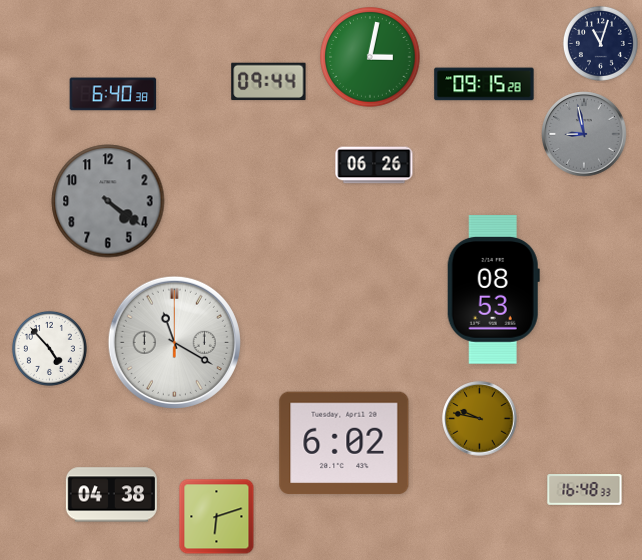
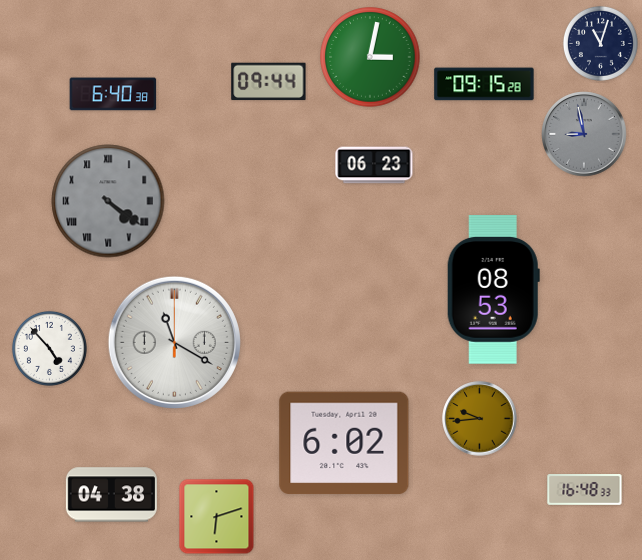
clock at (374, 165): 06:26 -> 06:23
clock at (108, 201) numerals: Arabic -> Roman
clock at (480, 419): 9:47 -> 9:44
